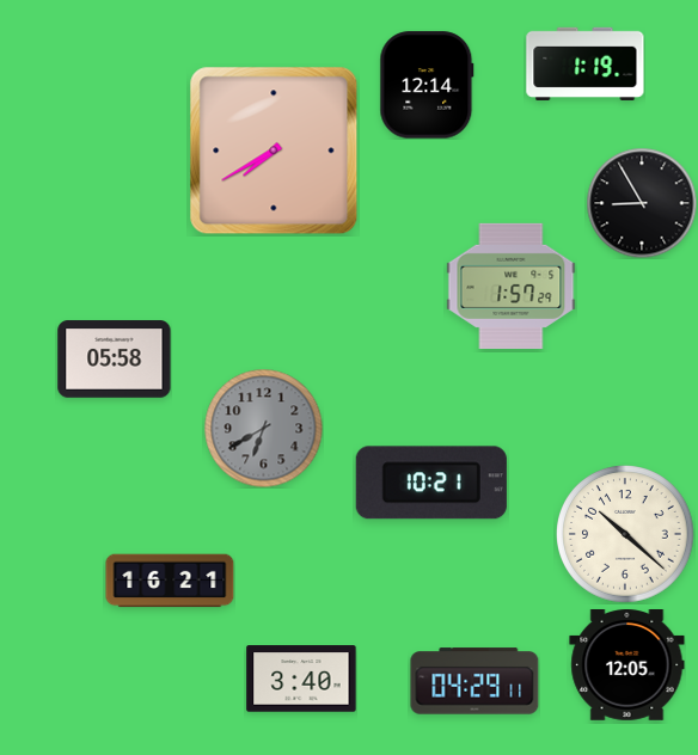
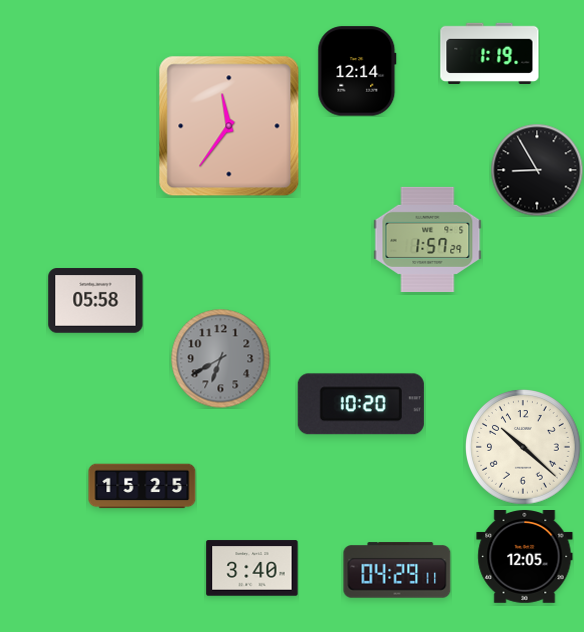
clock at (274, 151): 7:40 -> 11:36
clock at (431, 483): 10:21 -> 10:20
clock at (170, 581): 16:21 -> 15:25
